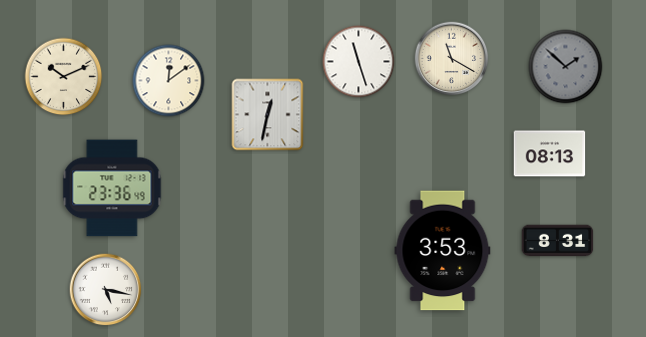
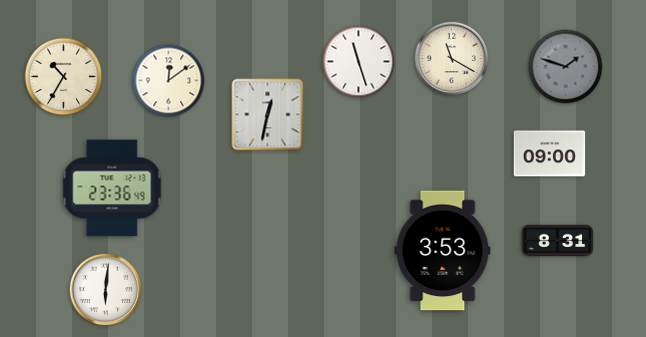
clock at (566, 67): 1:52 -> 1:48
clock at (64, 77): 10:11 -> 10:35
clock at (550, 154): 08:13 -> 09:00
clock at (106, 290): 5:17 -> 6:01
